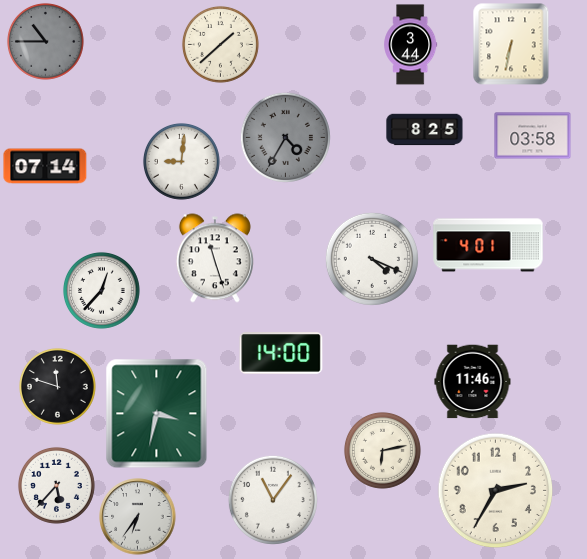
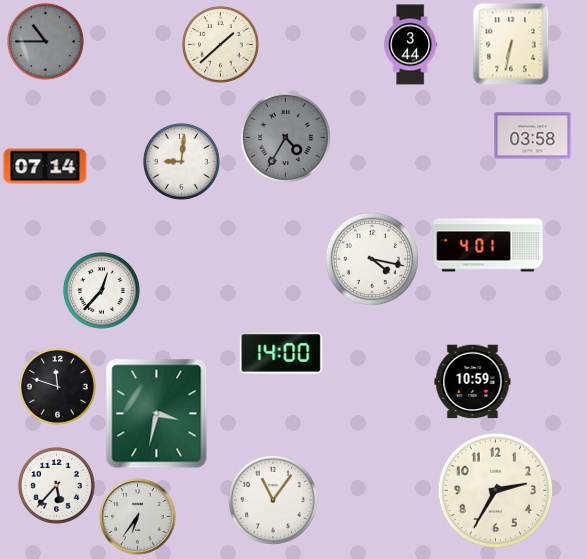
clock at (425, 130): 8:25 -> none
clock at (215, 258): 11:27 -> none
clock at (372, 259): 4:19 -> 4:17
clock at (473, 382): 11:46 -> 10:59
clock at (382, 450): 6:13 -> none
